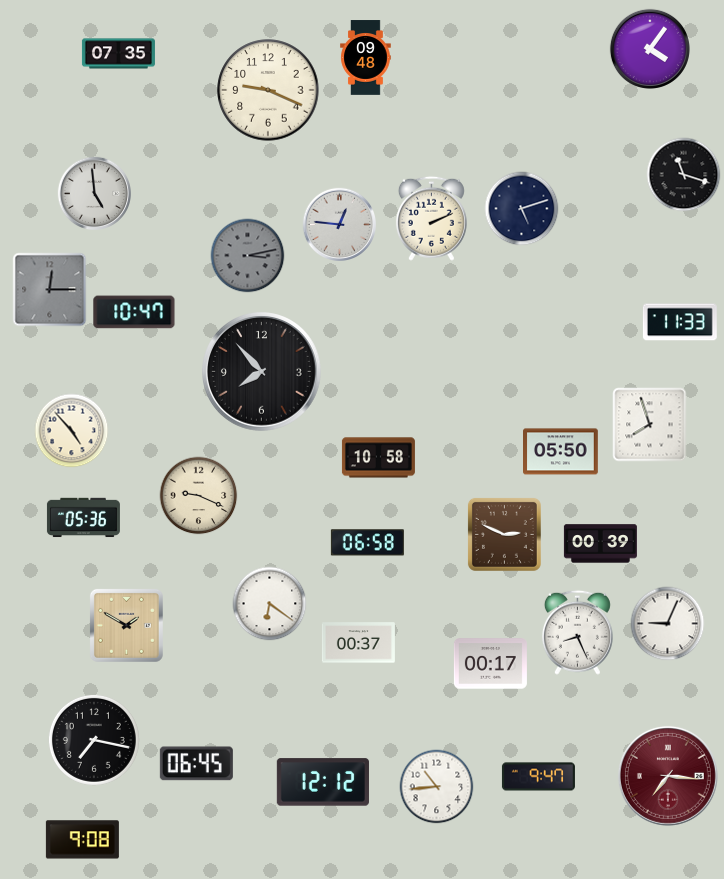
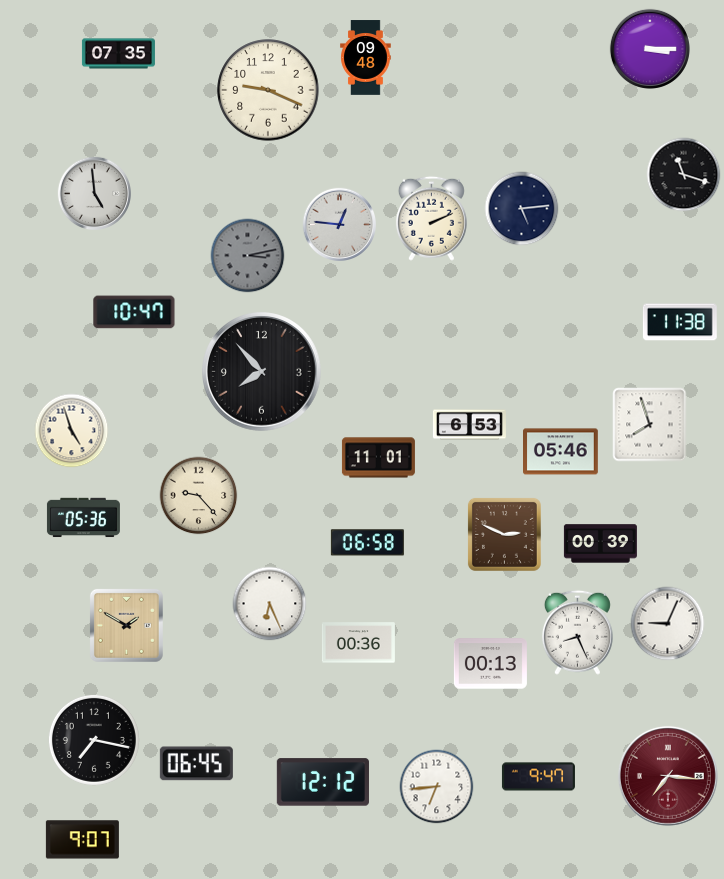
clock at (650, 49): 4:06 -> 3:15
clock at (522, 209): 5:12 -> 5:14
clock at (50, 290): 12:15 -> none
clock at (680, 322): 11:33 -> 11:38
clock at (469, 425): none -> 6:53
clock at (72, 431): 4:53 -> 4:57
clock at (561, 452): 05:50 -> 05:46
clock at (378, 458): 10:58 -> 11:01
clock at (199, 496): 9:19 -> 9:23
clock at (270, 604): 6:21 -> 6:26
clock at (358, 643): 00:37 -> 00:36
clock at (490, 664): 00:17 -> 00:13
clock at (437, 787): 10:44 -> 6:44
clock at (82, 840): 9:08 -> 9:07
